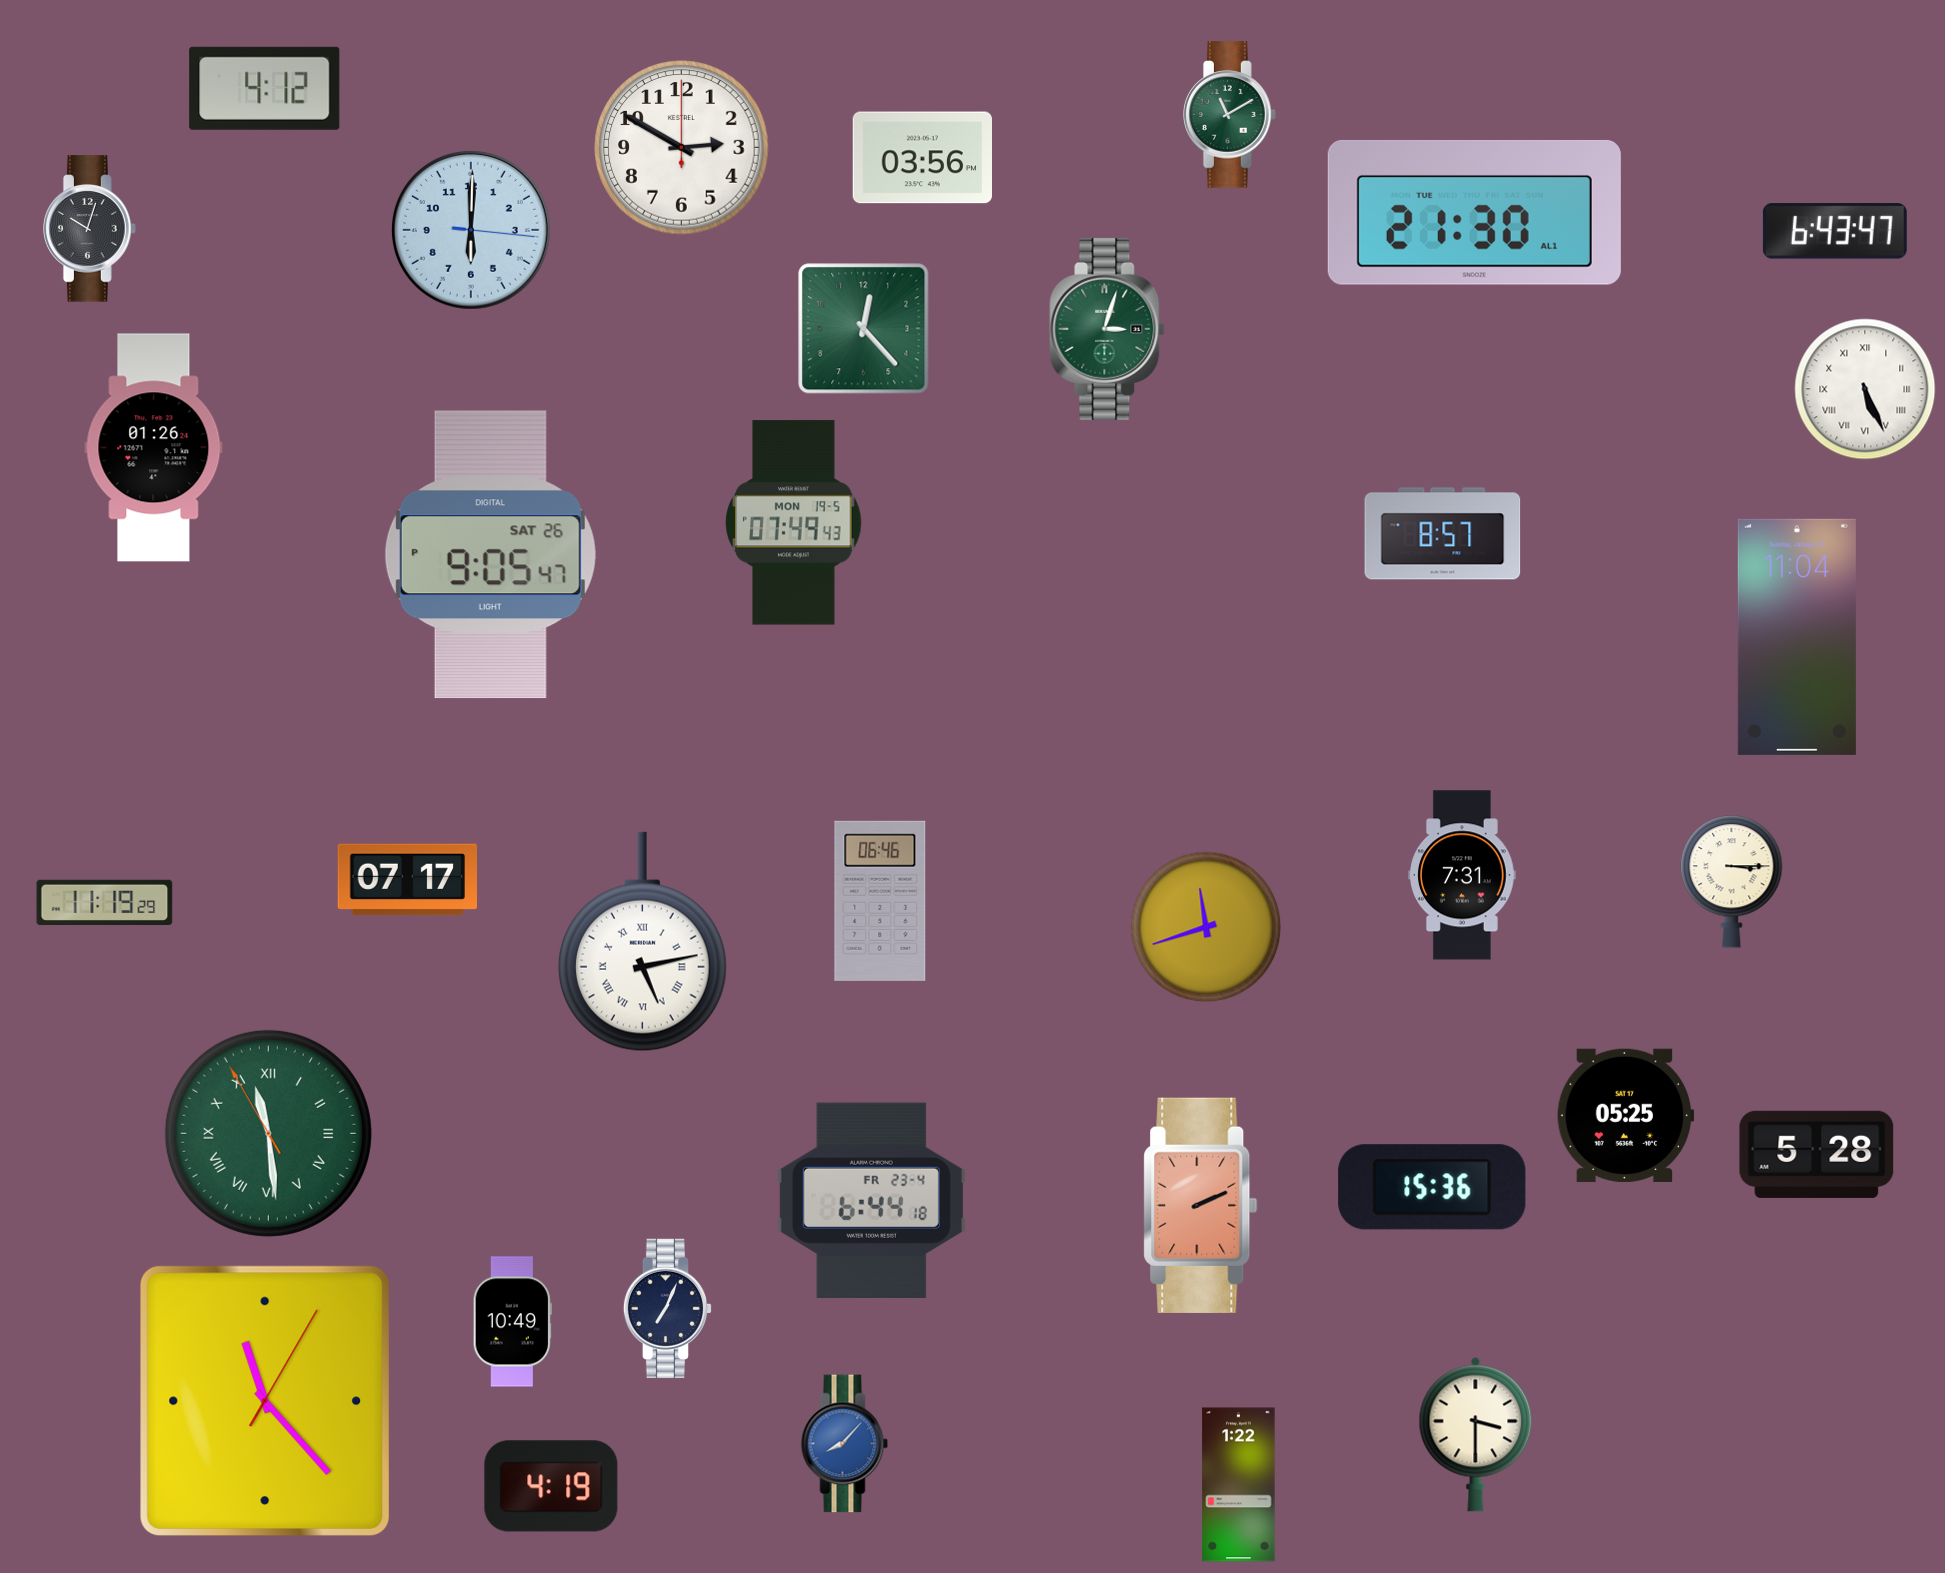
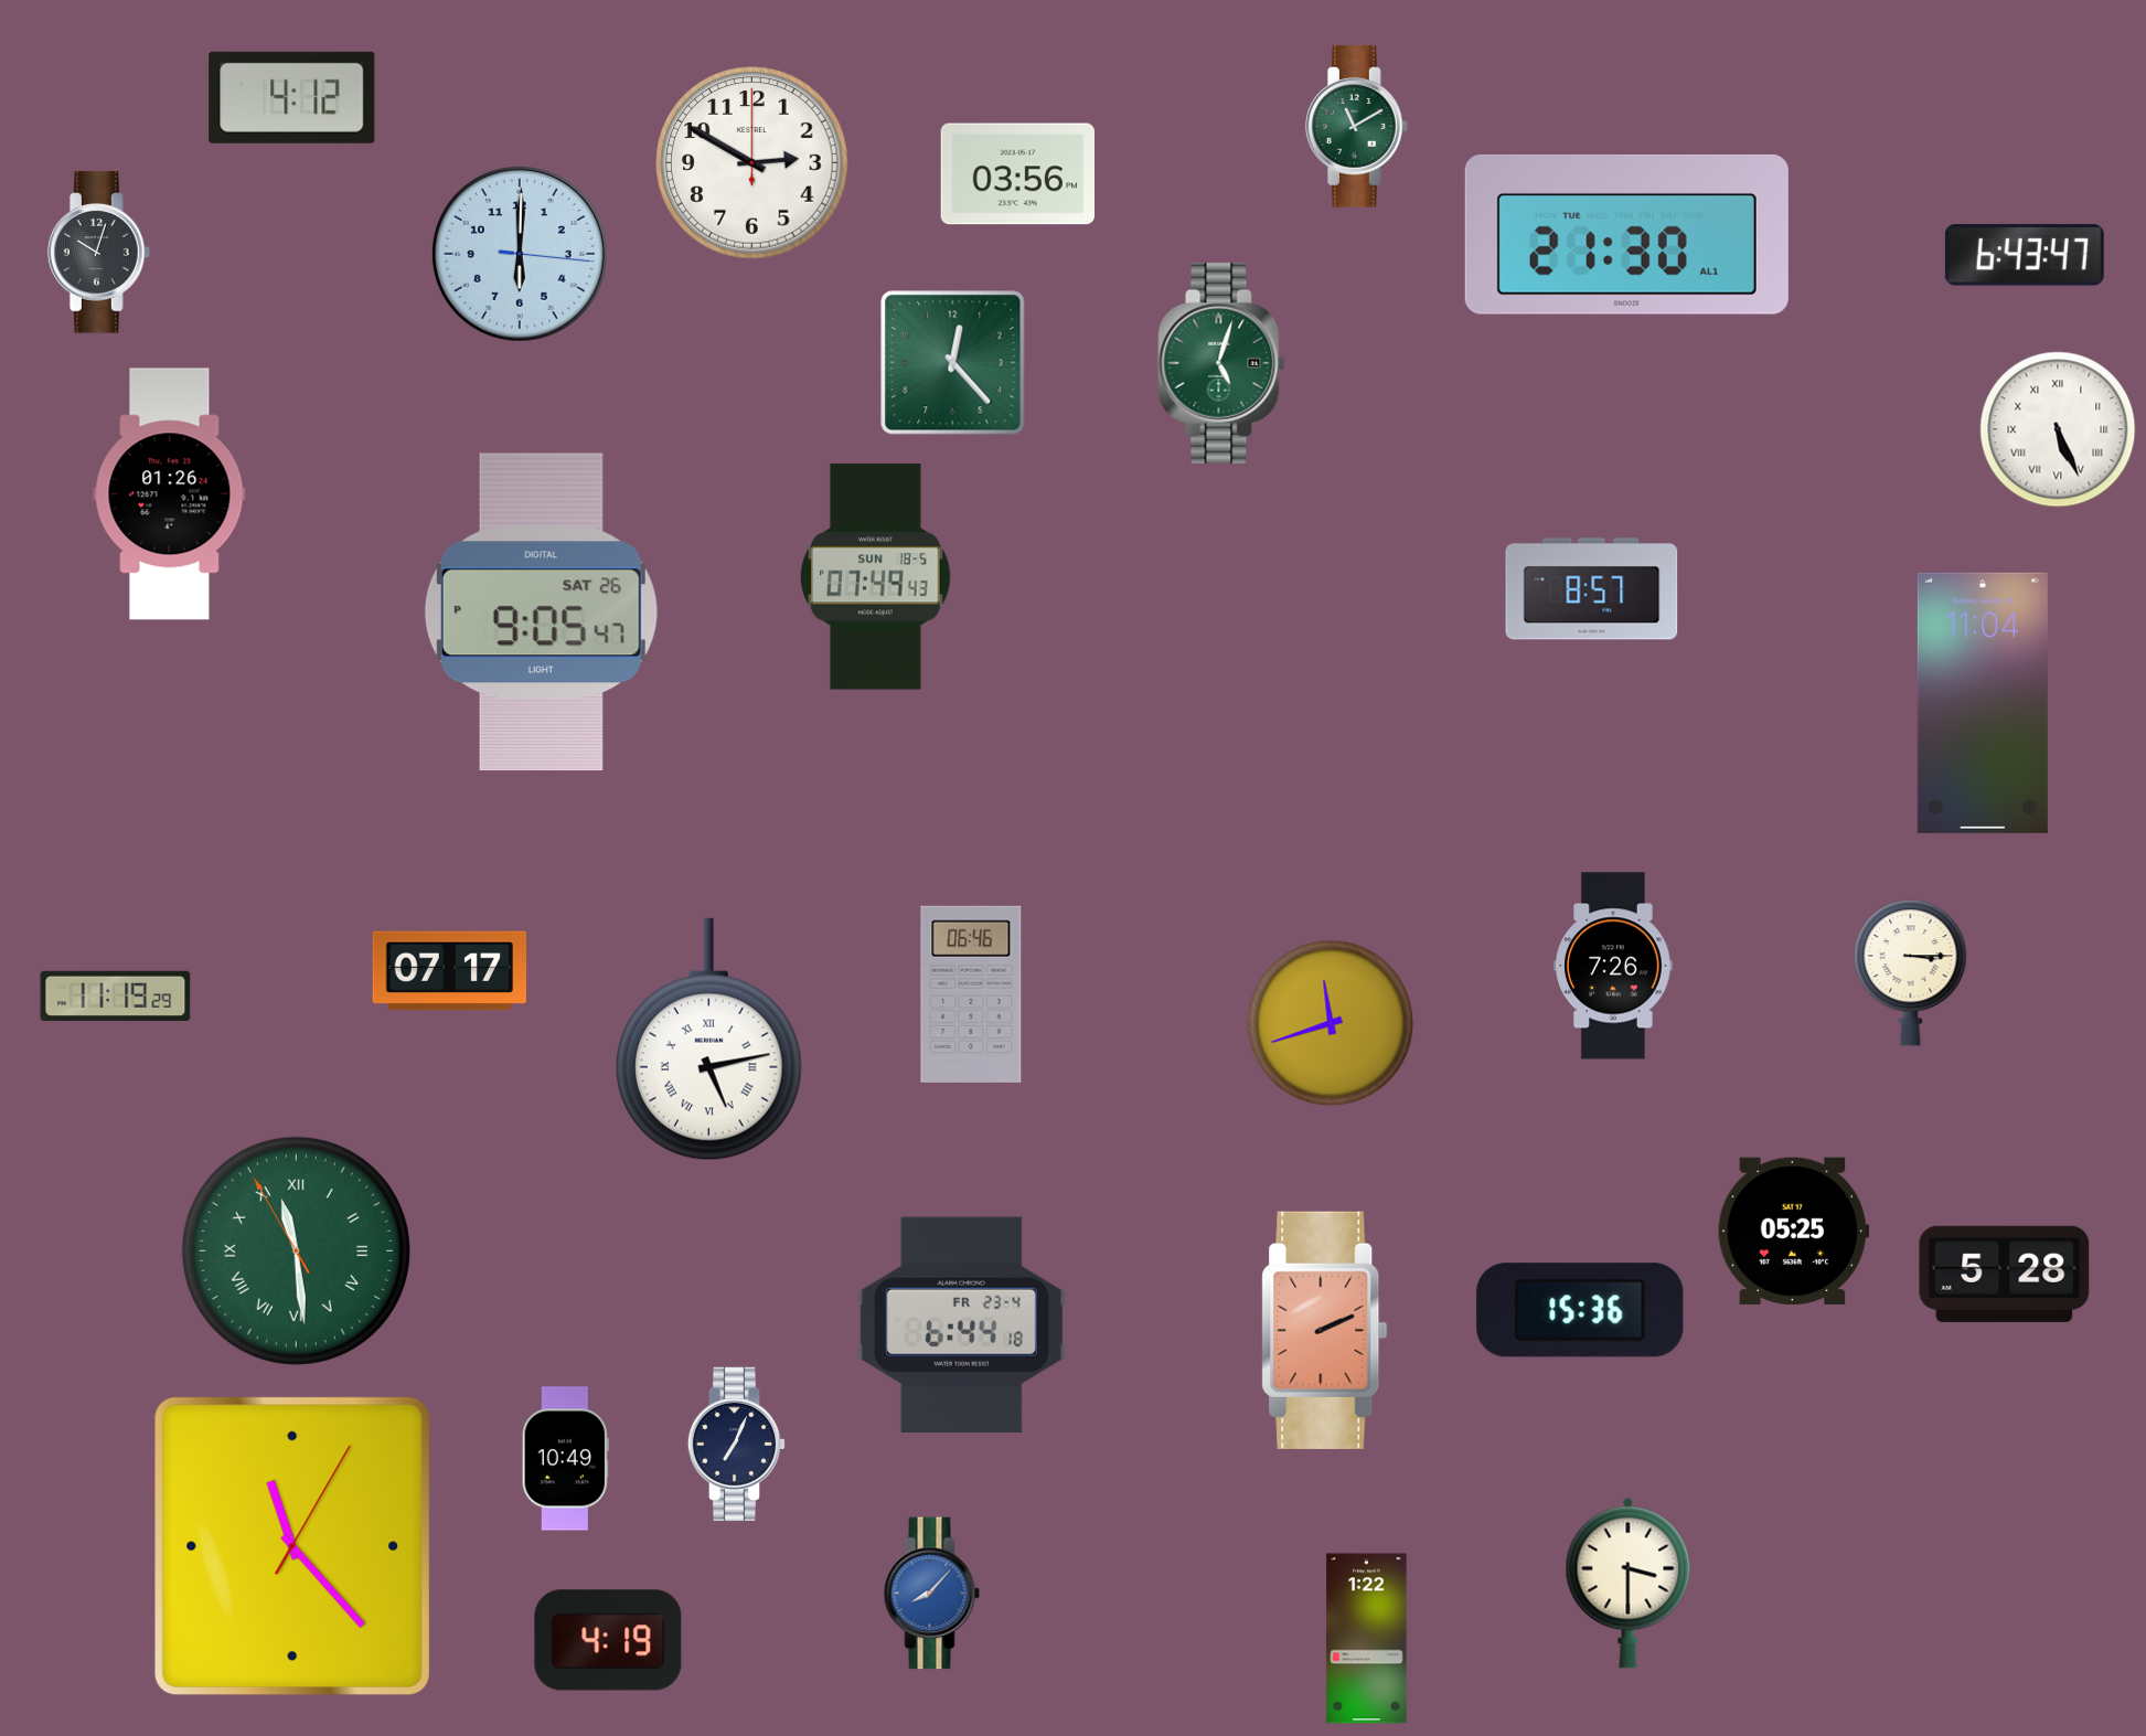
clock at (1107, 329): 3:03 -> 5:03
clock at (794, 523) date: MON 19-5 -> SUN 18-5
clock at (1462, 875): 7:31 -> 7:26
